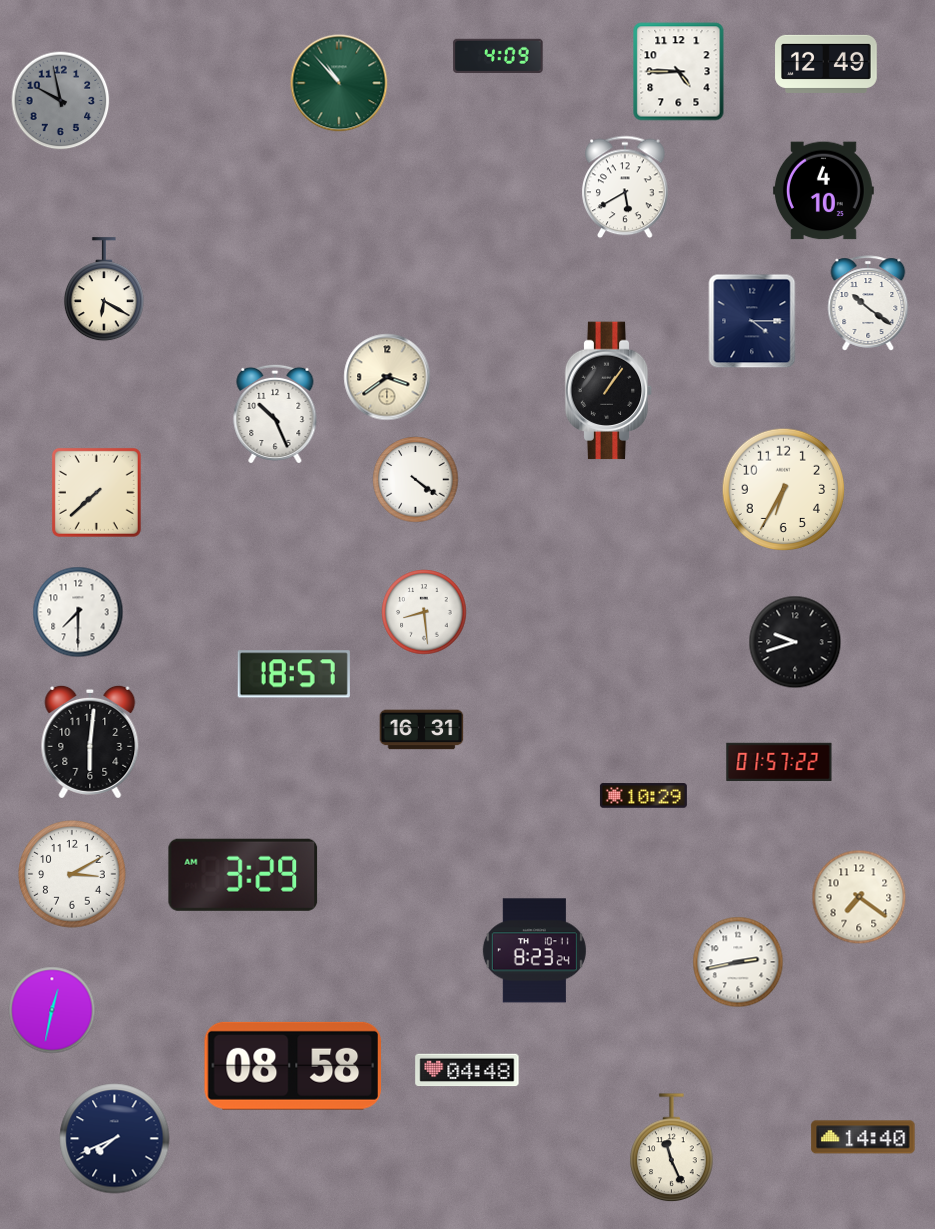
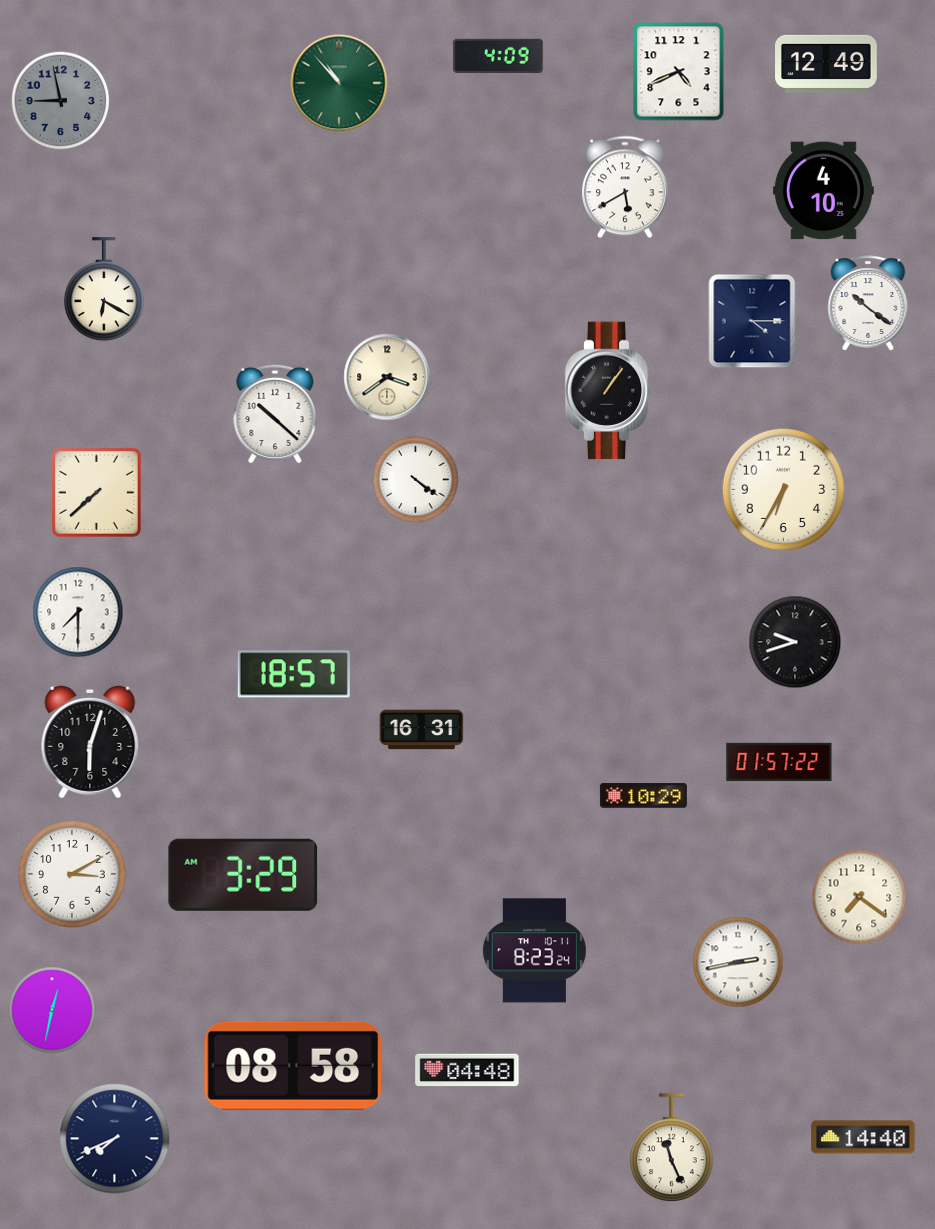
clock at (679, 72): 4:45 -> 4:41
clock at (61, 101): 9:58 -> 8:58
clock at (275, 413): 10:26 -> 10:22
clock at (424, 612): 8:29 -> none
clock at (90, 742): 6:01 -> 6:03
